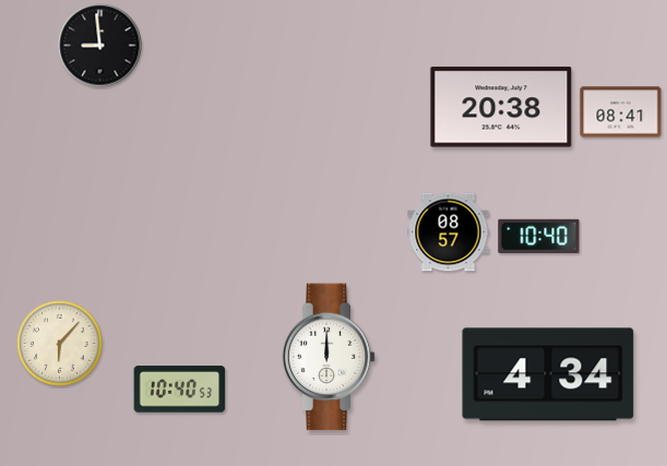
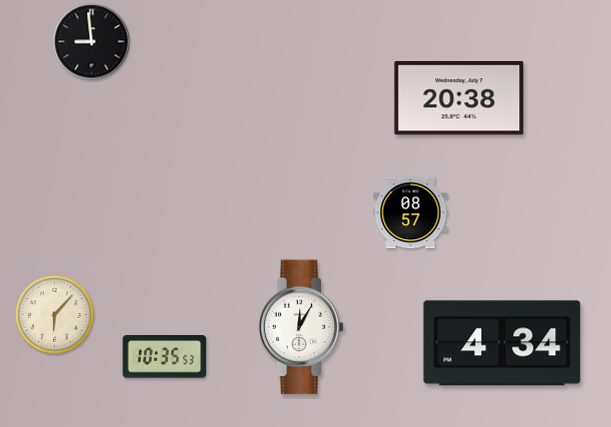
clock at (621, 112): 08:41 -> none
clock at (539, 236): 10:40 -> none
clock at (329, 357): 12:00 -> 12:05
clock at (180, 390): 10:40 -> 10:35
